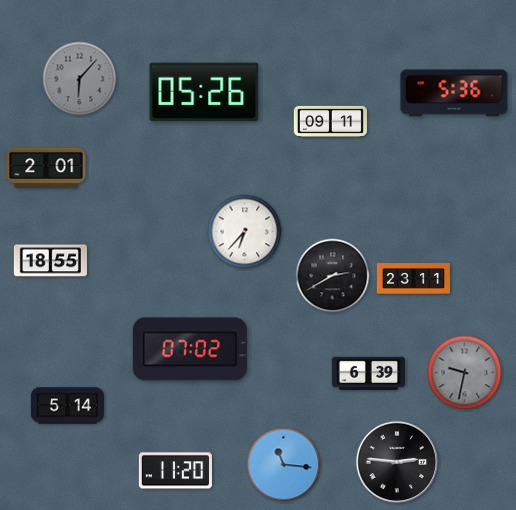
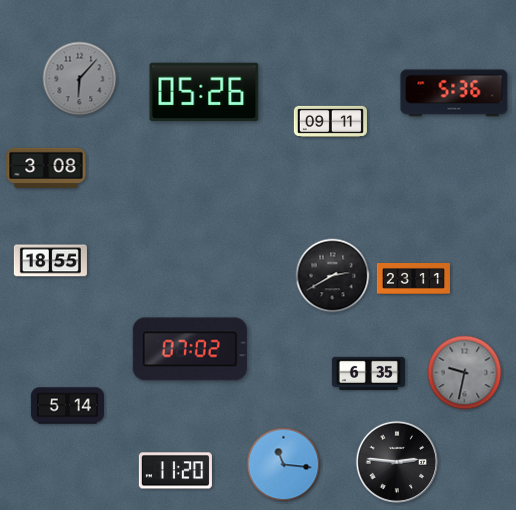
clock at (46, 167): 2:01 -> 3:08
clock at (245, 232): 6:37 -> none
clock at (368, 373): 6:39 -> 6:35
